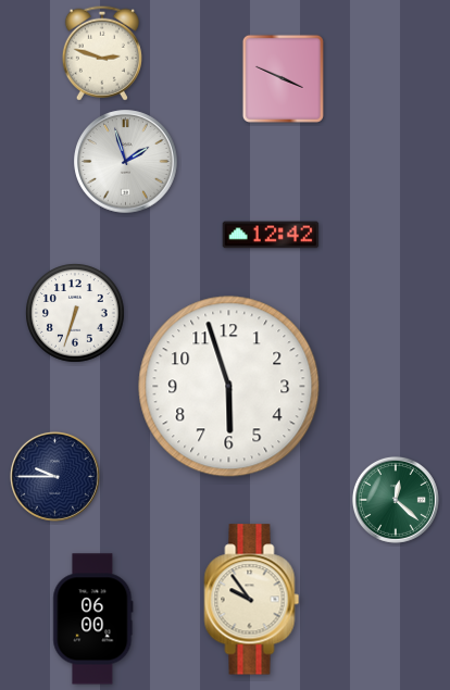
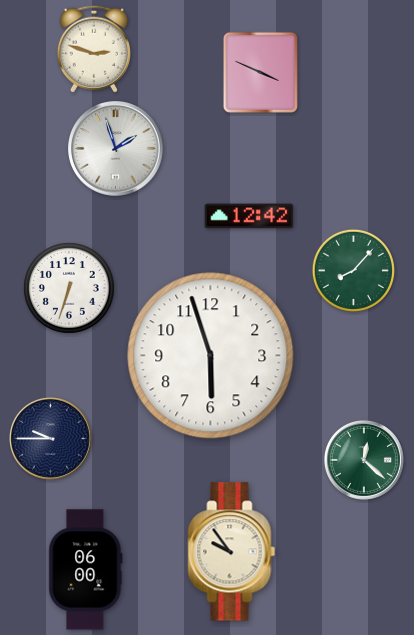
clock at (353, 270): none -> 8:07
